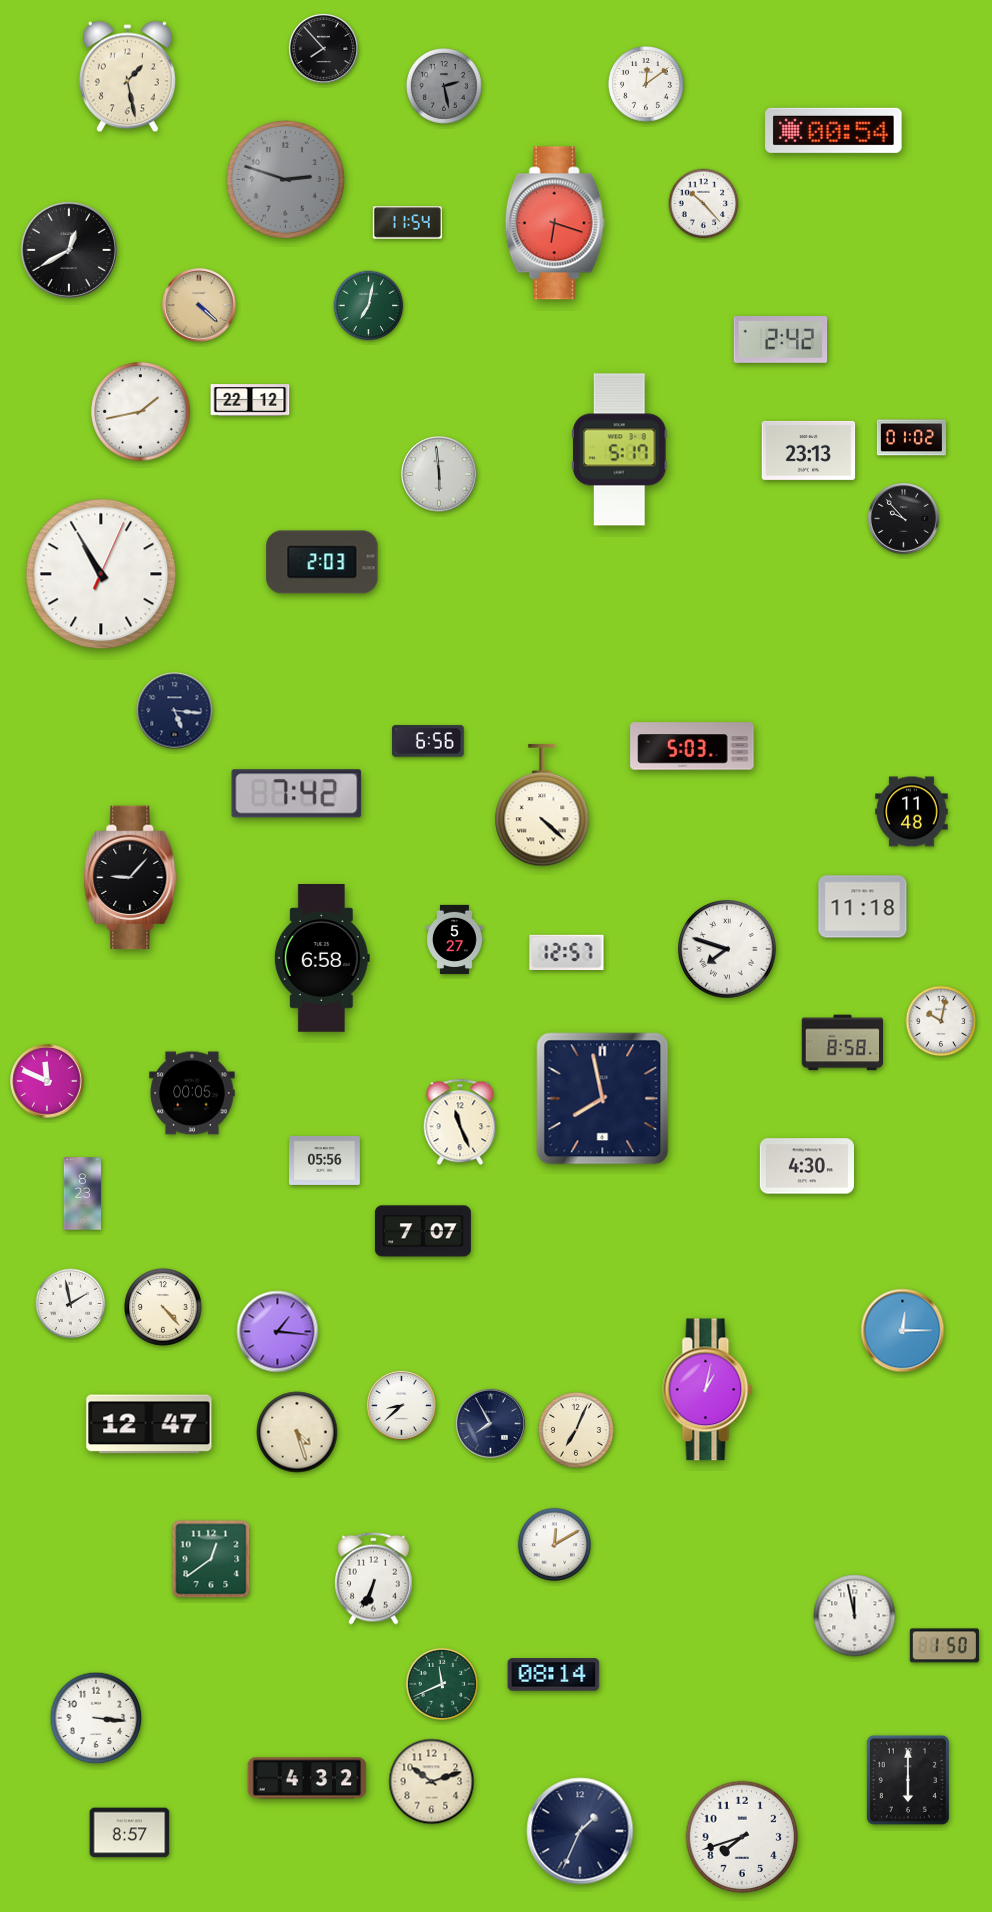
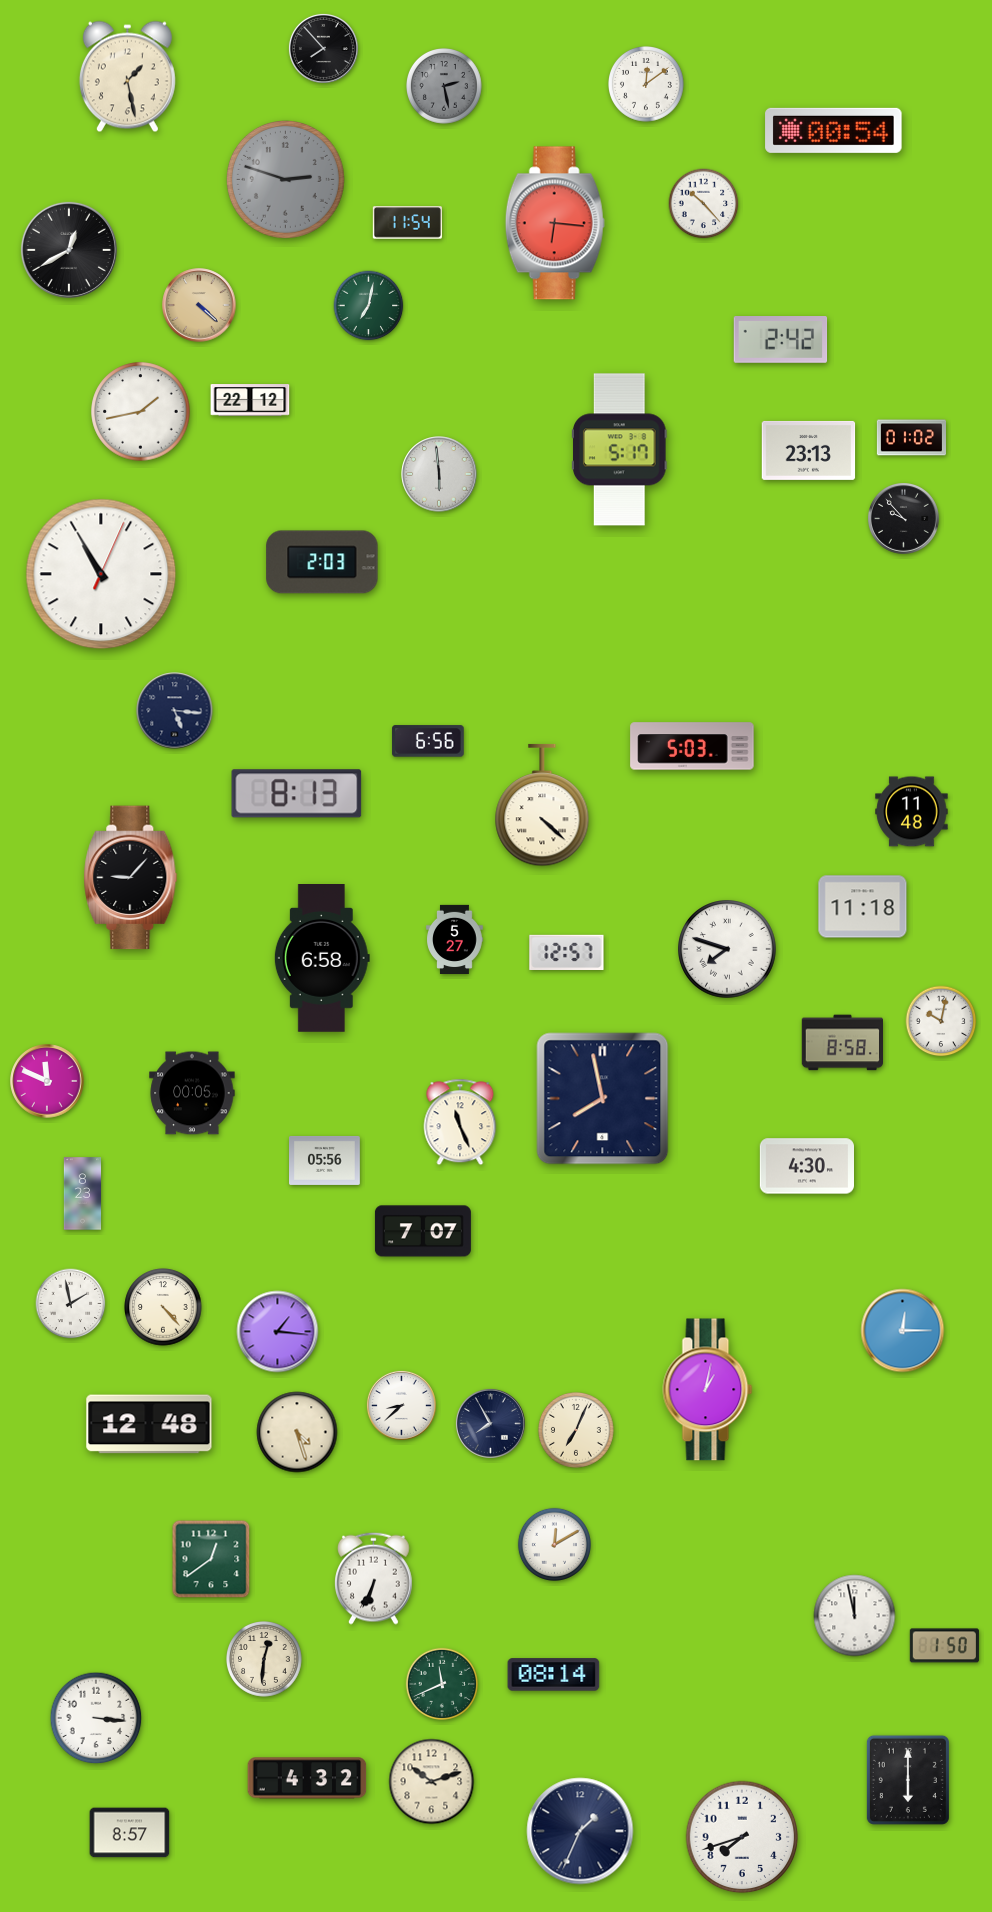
clock at (555, 223): 6:18 -> 6:16
clock at (297, 794): 7:42 -> 8:13
clock at (149, 1424): 12:47 -> 12:48
clock at (265, 1660): none -> 12:31
